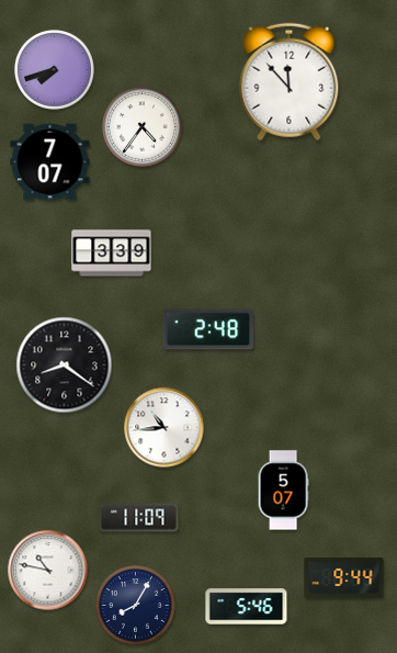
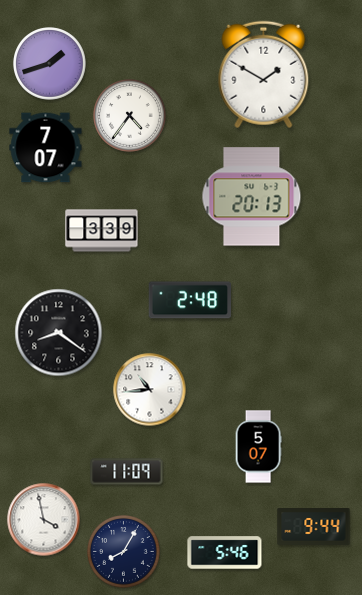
clock at (55, 70): 7:42 -> 1:42
clock at (290, 82): 11:53 -> 1:50
clock at (252, 197): none -> 20:13
clock at (48, 571): 10:47 -> 3:58
